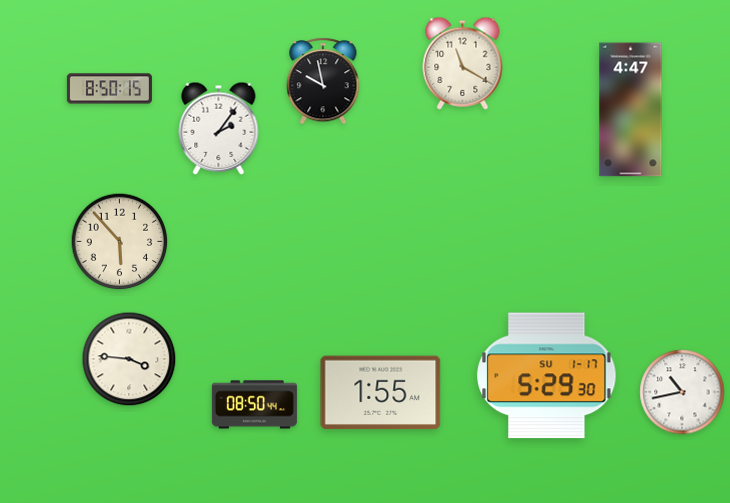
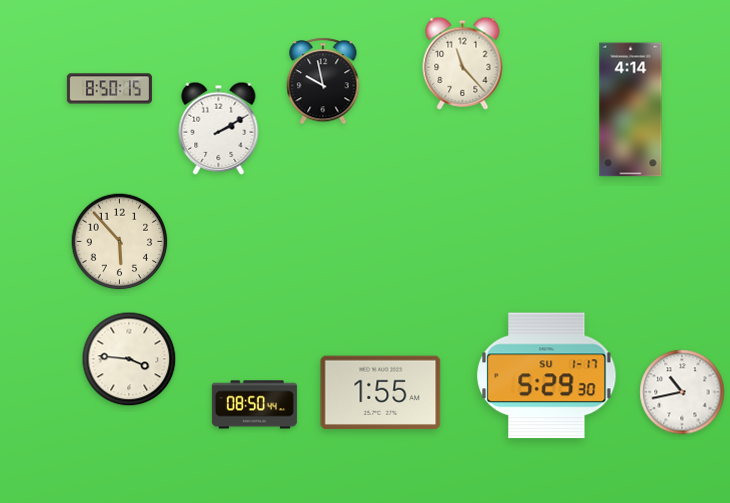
clock at (463, 63): 11:20 -> 11:23
clock at (631, 110): 4:47 -> 4:14
clock at (219, 128): 2:06 -> 2:10
